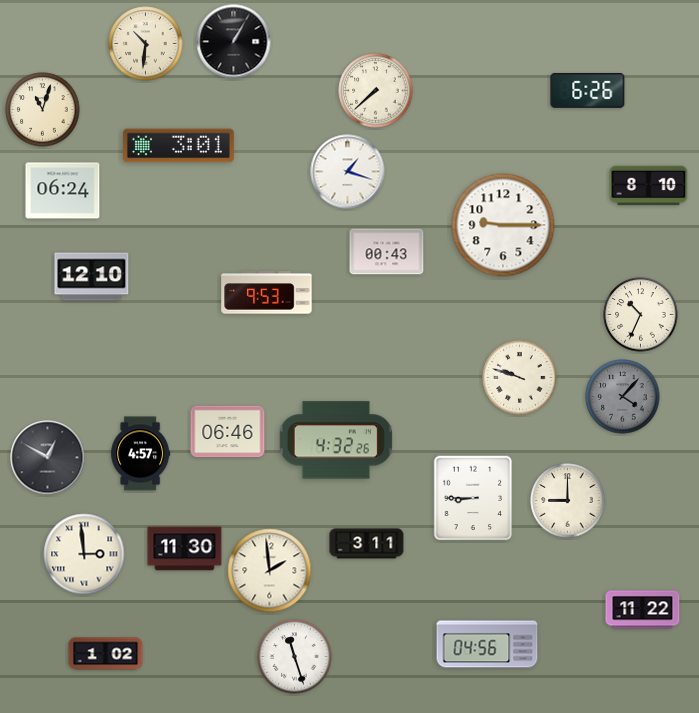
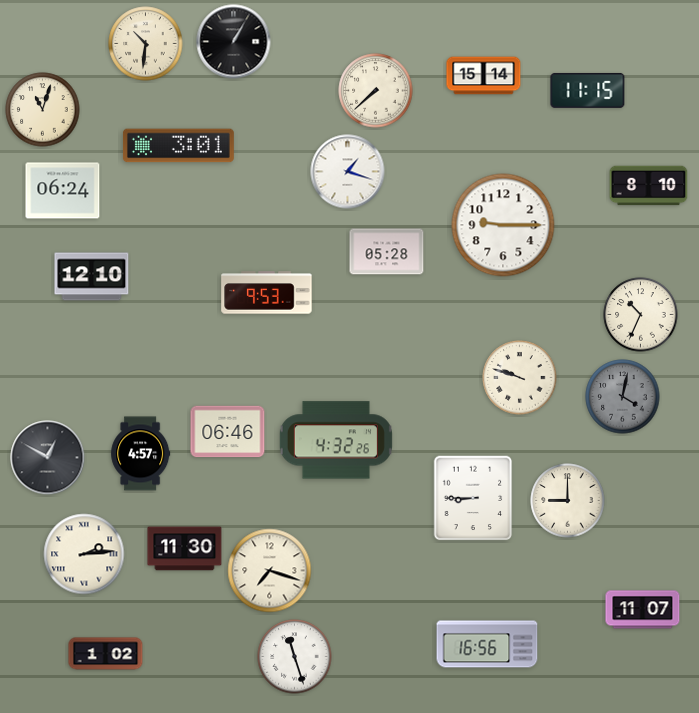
clock at (484, 76): none -> 15:14
clock at (588, 90): 6:26 -> 11:15
clock at (387, 252): 00:43 -> 05:28
clock at (623, 397): 4:07 -> 4:02
clock at (367, 544): 3:11 -> none
clock at (84, 554): 2:59 -> 2:14
clock at (270, 571): 1:59 -> 7:18
clock at (643, 610): 11:22 -> 11:07
clock at (487, 644): 04:56 -> 16:56
